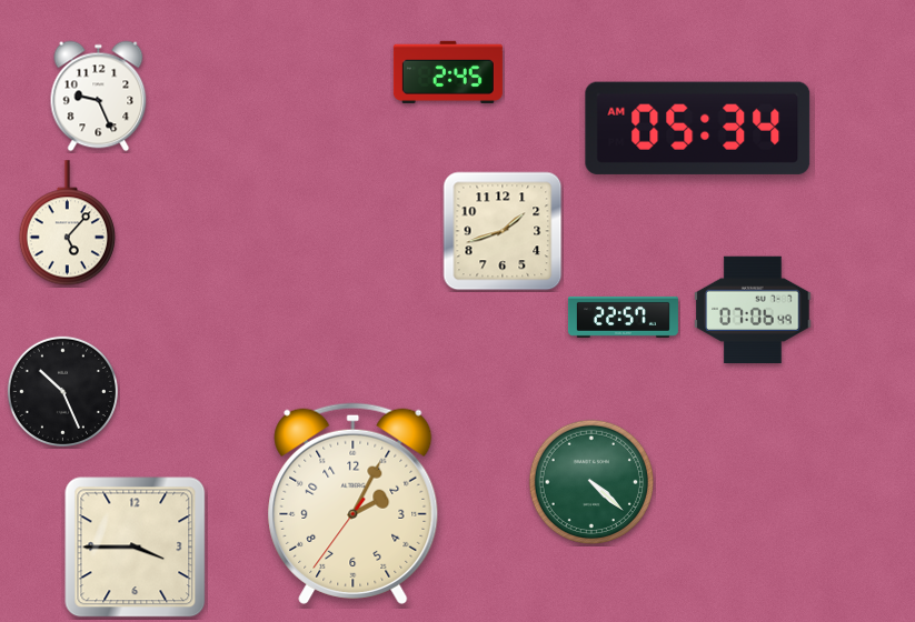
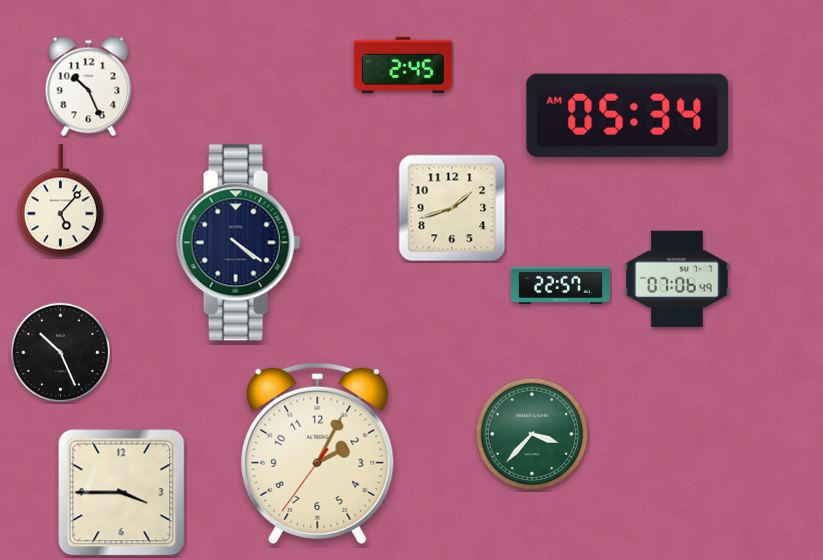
clock at (99, 97): 9:26 -> 10:26
clock at (239, 243): none -> 4:21
clock at (62, 391) position: (62, 391) -> (60, 352)
clock at (591, 482): 4:22 -> 3:37
